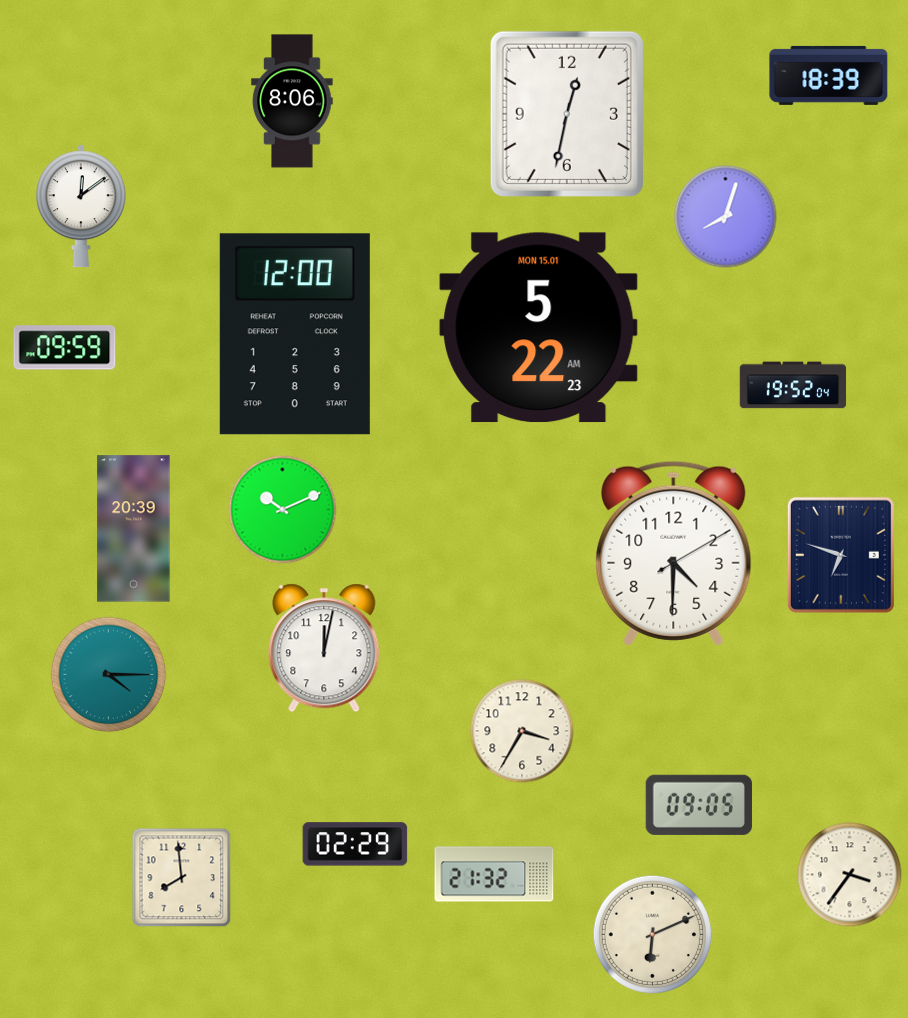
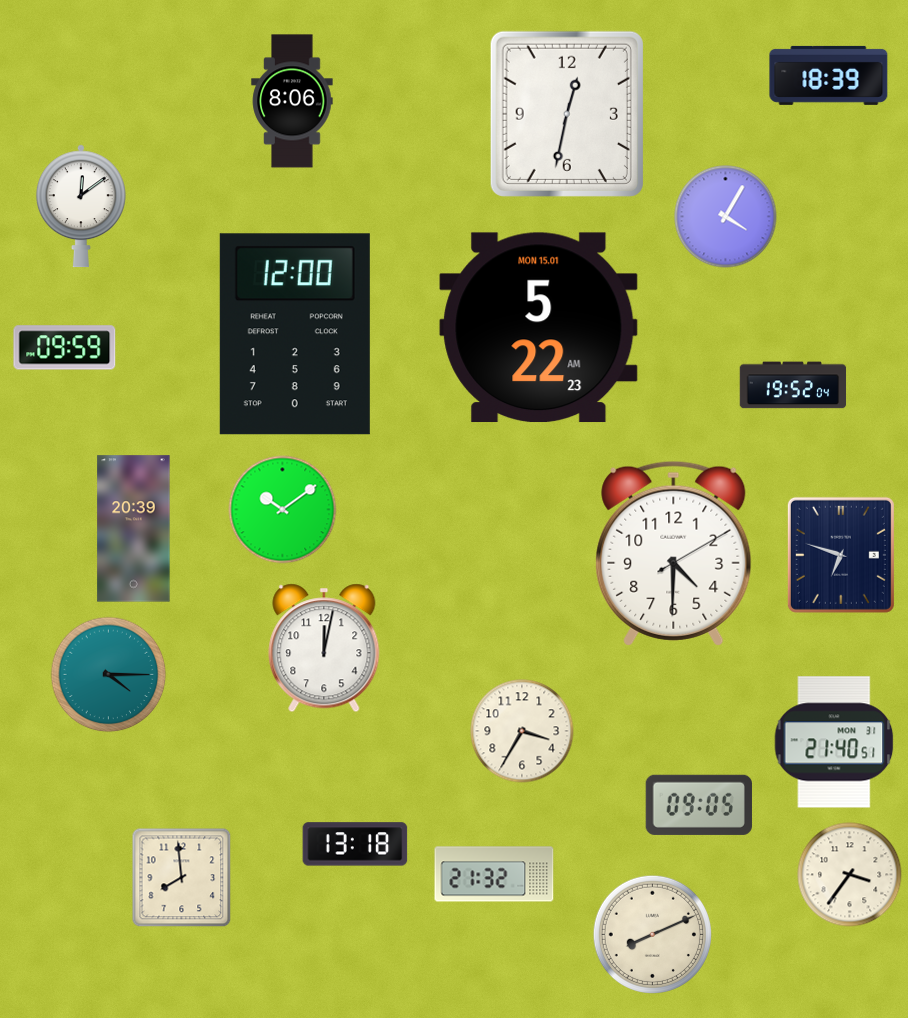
clock at (726, 217): 8:03 -> 4:05
clock at (283, 510): 10:11 -> 10:09
clock at (834, 742): none -> 21:40
clock at (355, 844): 02:29 -> 13:18
clock at (652, 934): 6:11 -> 8:11
